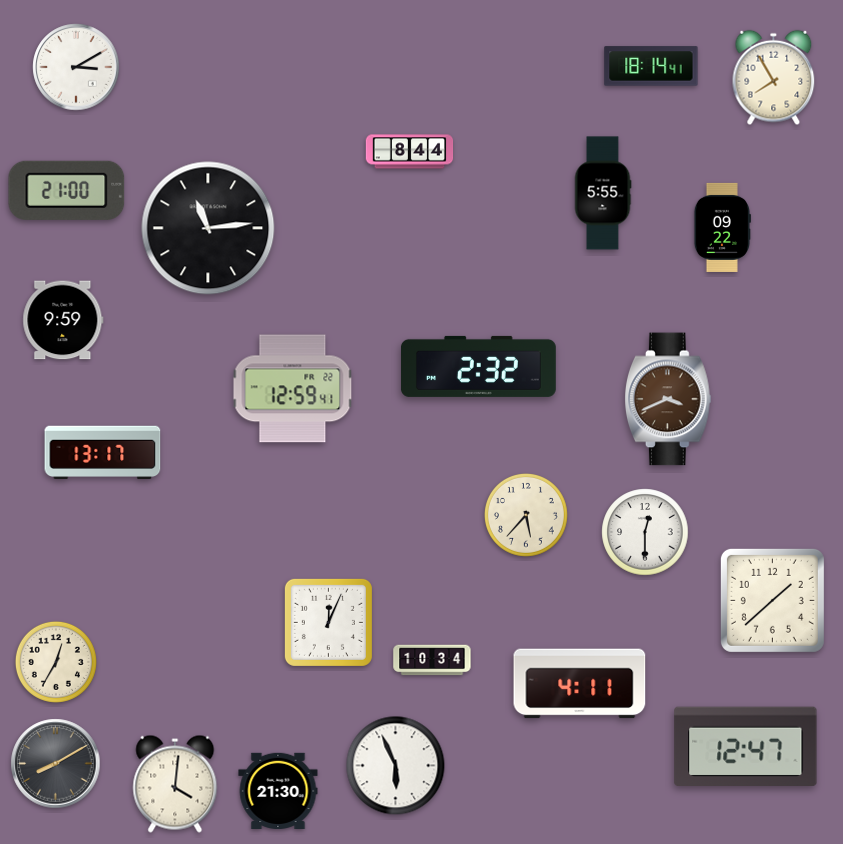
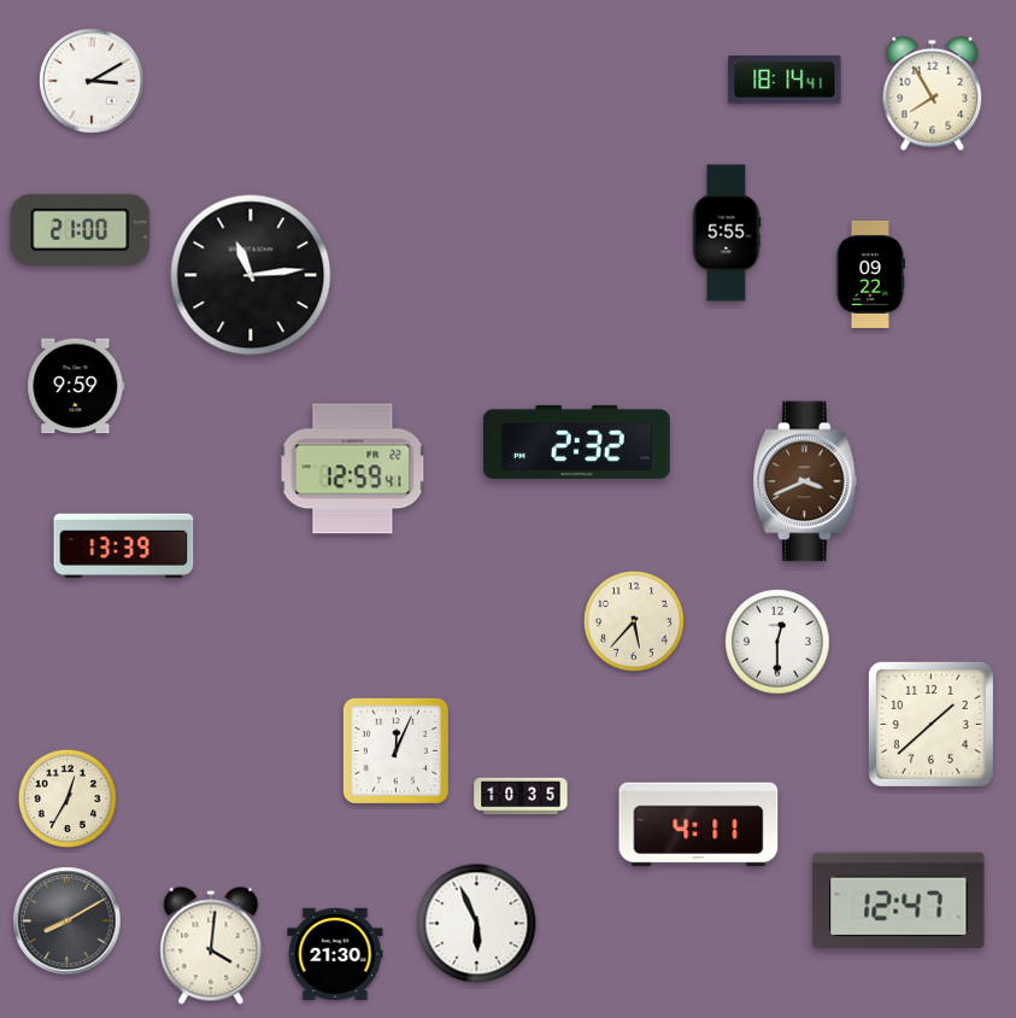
clock at (410, 152): 8:44 -> none
clock at (103, 453): 13:17 -> 13:39
clock at (432, 660): 10:34 -> 10:35
